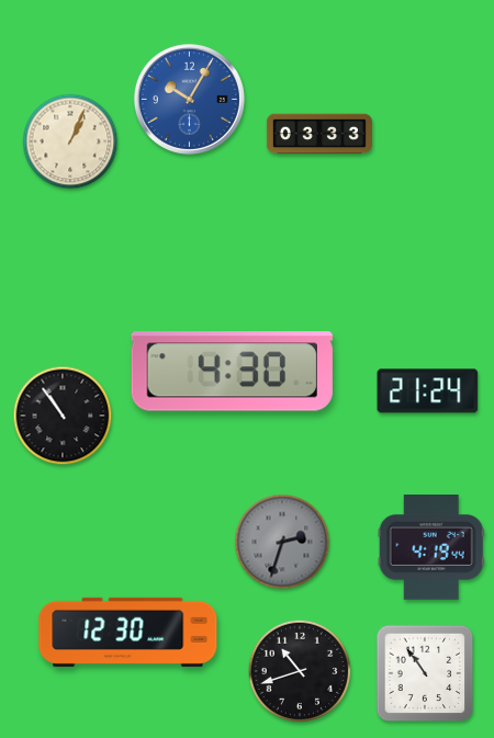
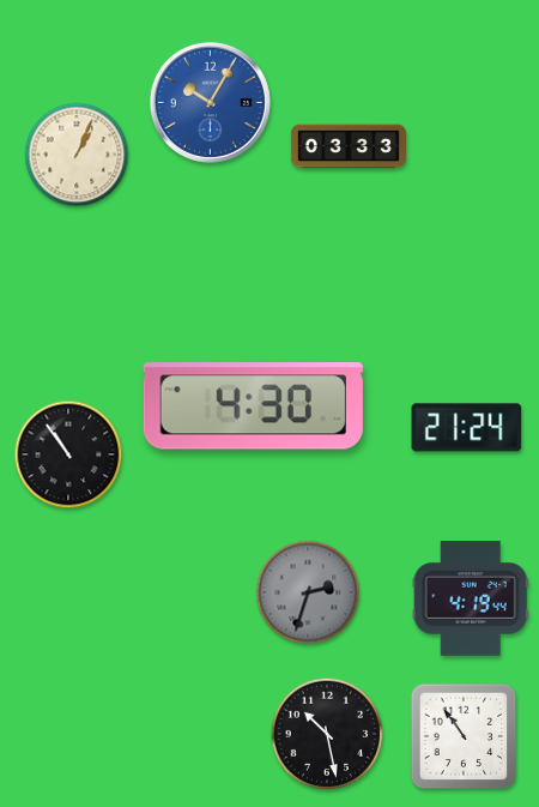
clock at (189, 99) position: (189, 99) -> (210, 102)
clock at (128, 632): 12:30 -> none
clock at (300, 671): 10:42 -> 10:28
